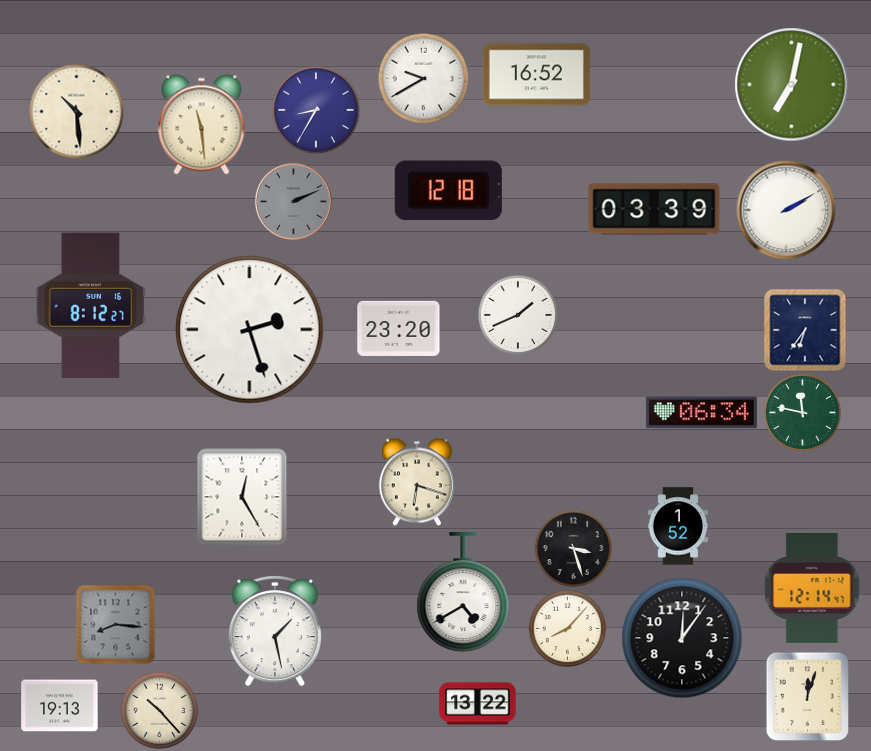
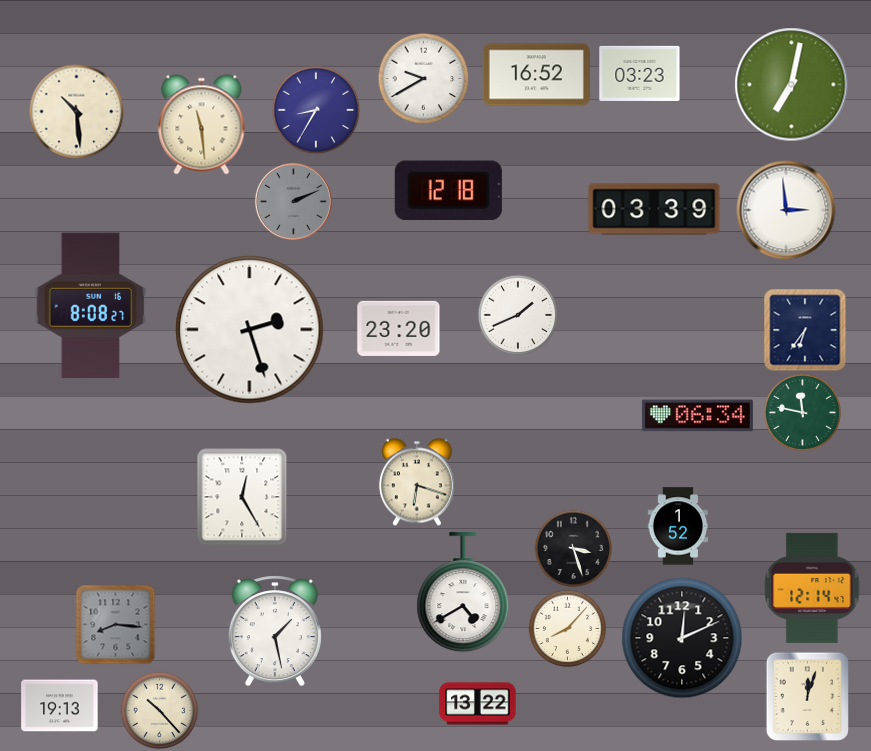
clock at (640, 73): none -> 03:23
clock at (786, 210): 2:10 -> 2:59
clock at (91, 306): 8:12 -> 8:08
clock at (701, 413) position: (701, 413) -> (697, 416)
clock at (682, 638): 12:06 -> 12:11
